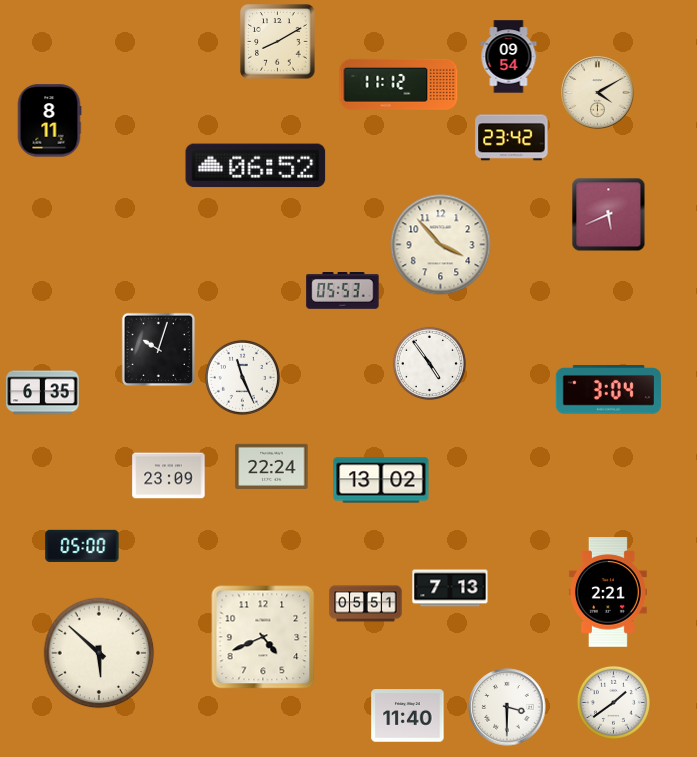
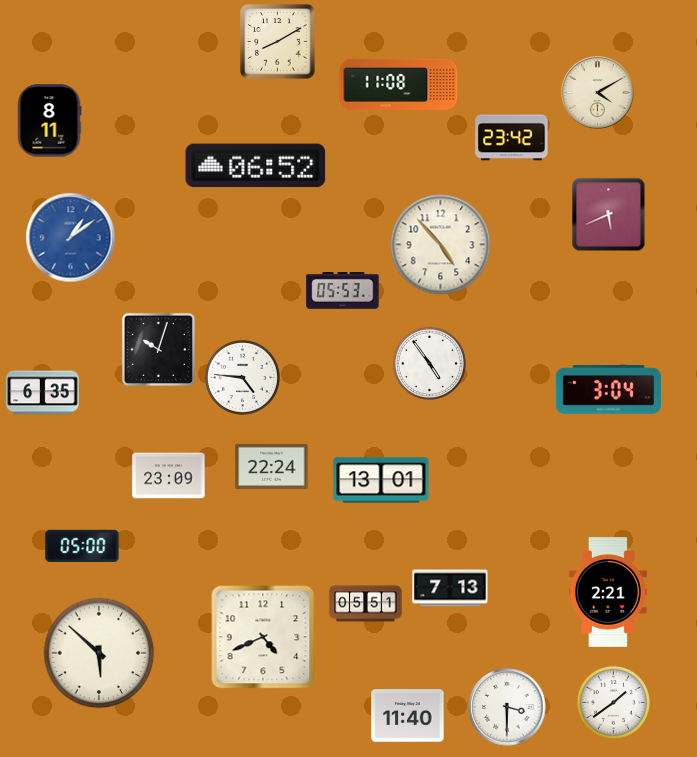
clock at (509, 57): 09:54 -> none
clock at (399, 84): 11:12 -> 11:08
clock at (71, 238): none -> 1:09
clock at (441, 245): 3:53 -> 4:53
clock at (242, 377): 11:26 -> 4:46
clock at (381, 480): 13:02 -> 13:01
